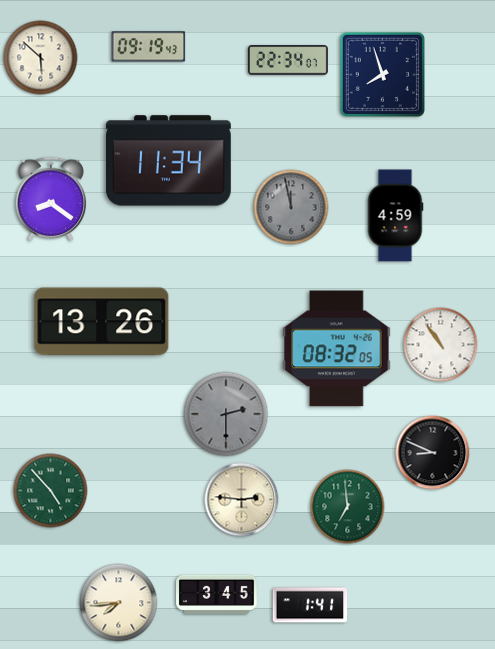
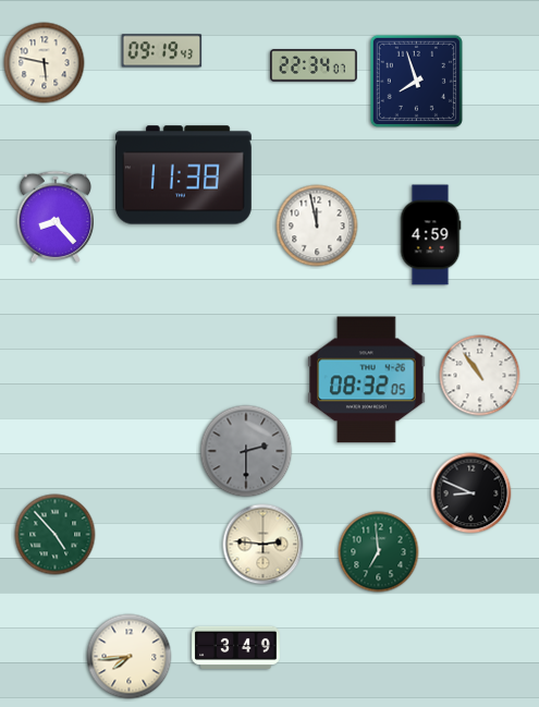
clock at (41, 58): 5:52 -> 5:47
clock at (169, 161): 11:34 -> 11:38
clock at (51, 199): 8:21 -> 8:23
clock at (291, 207) dial: grey -> white
clock at (102, 322): 13:26 -> none
clock at (217, 594): 3:45 -> 3:49
clock at (310, 605): 1:41 -> none
